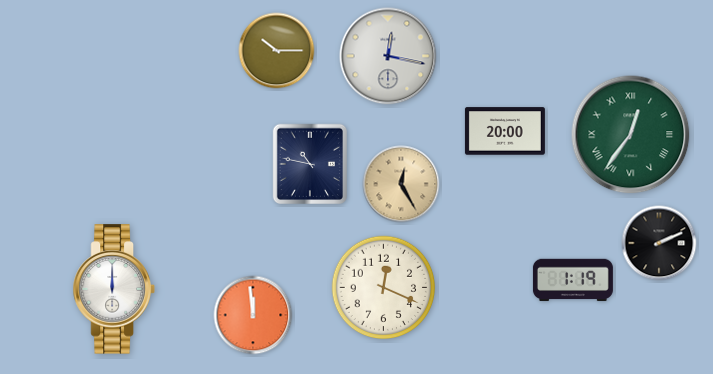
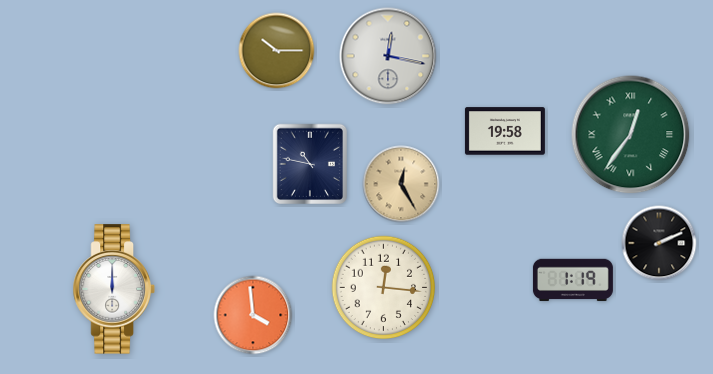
clock at (505, 131): 20:00 -> 19:58
clock at (384, 288): 12:19 -> 12:16
clock at (253, 315): 11:59 -> 3:59
